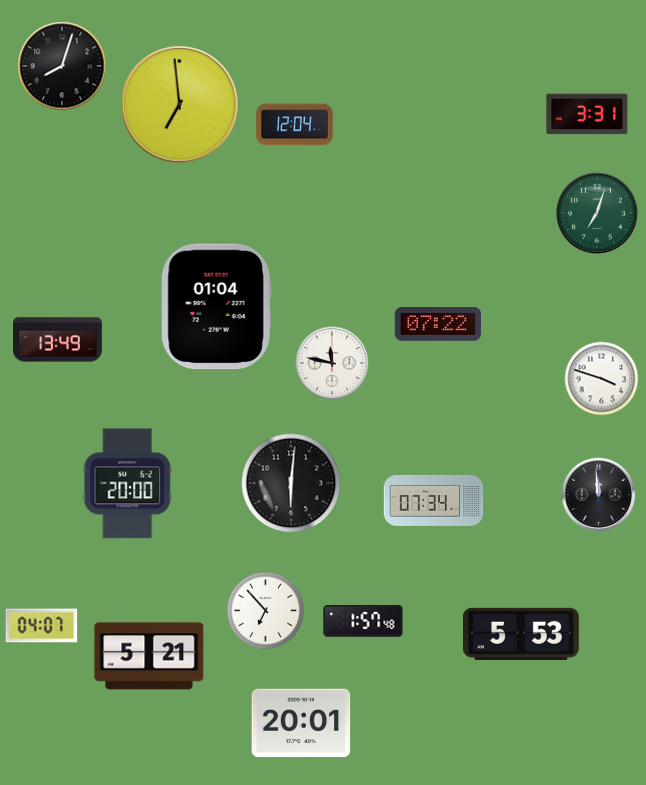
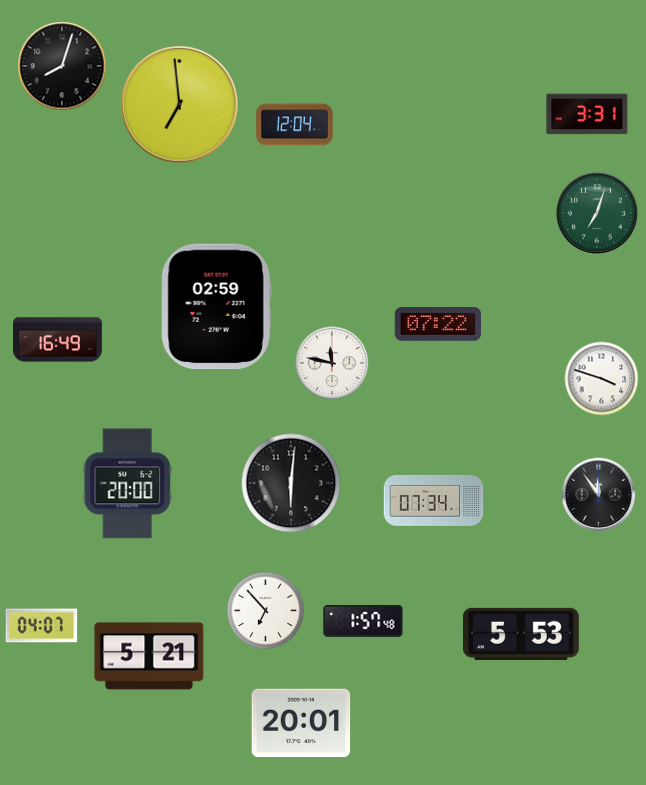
clock at (216, 307): 01:04 -> 02:59
clock at (58, 340): 13:49 -> 16:49
clock at (599, 495): 11:59 -> 11:54
